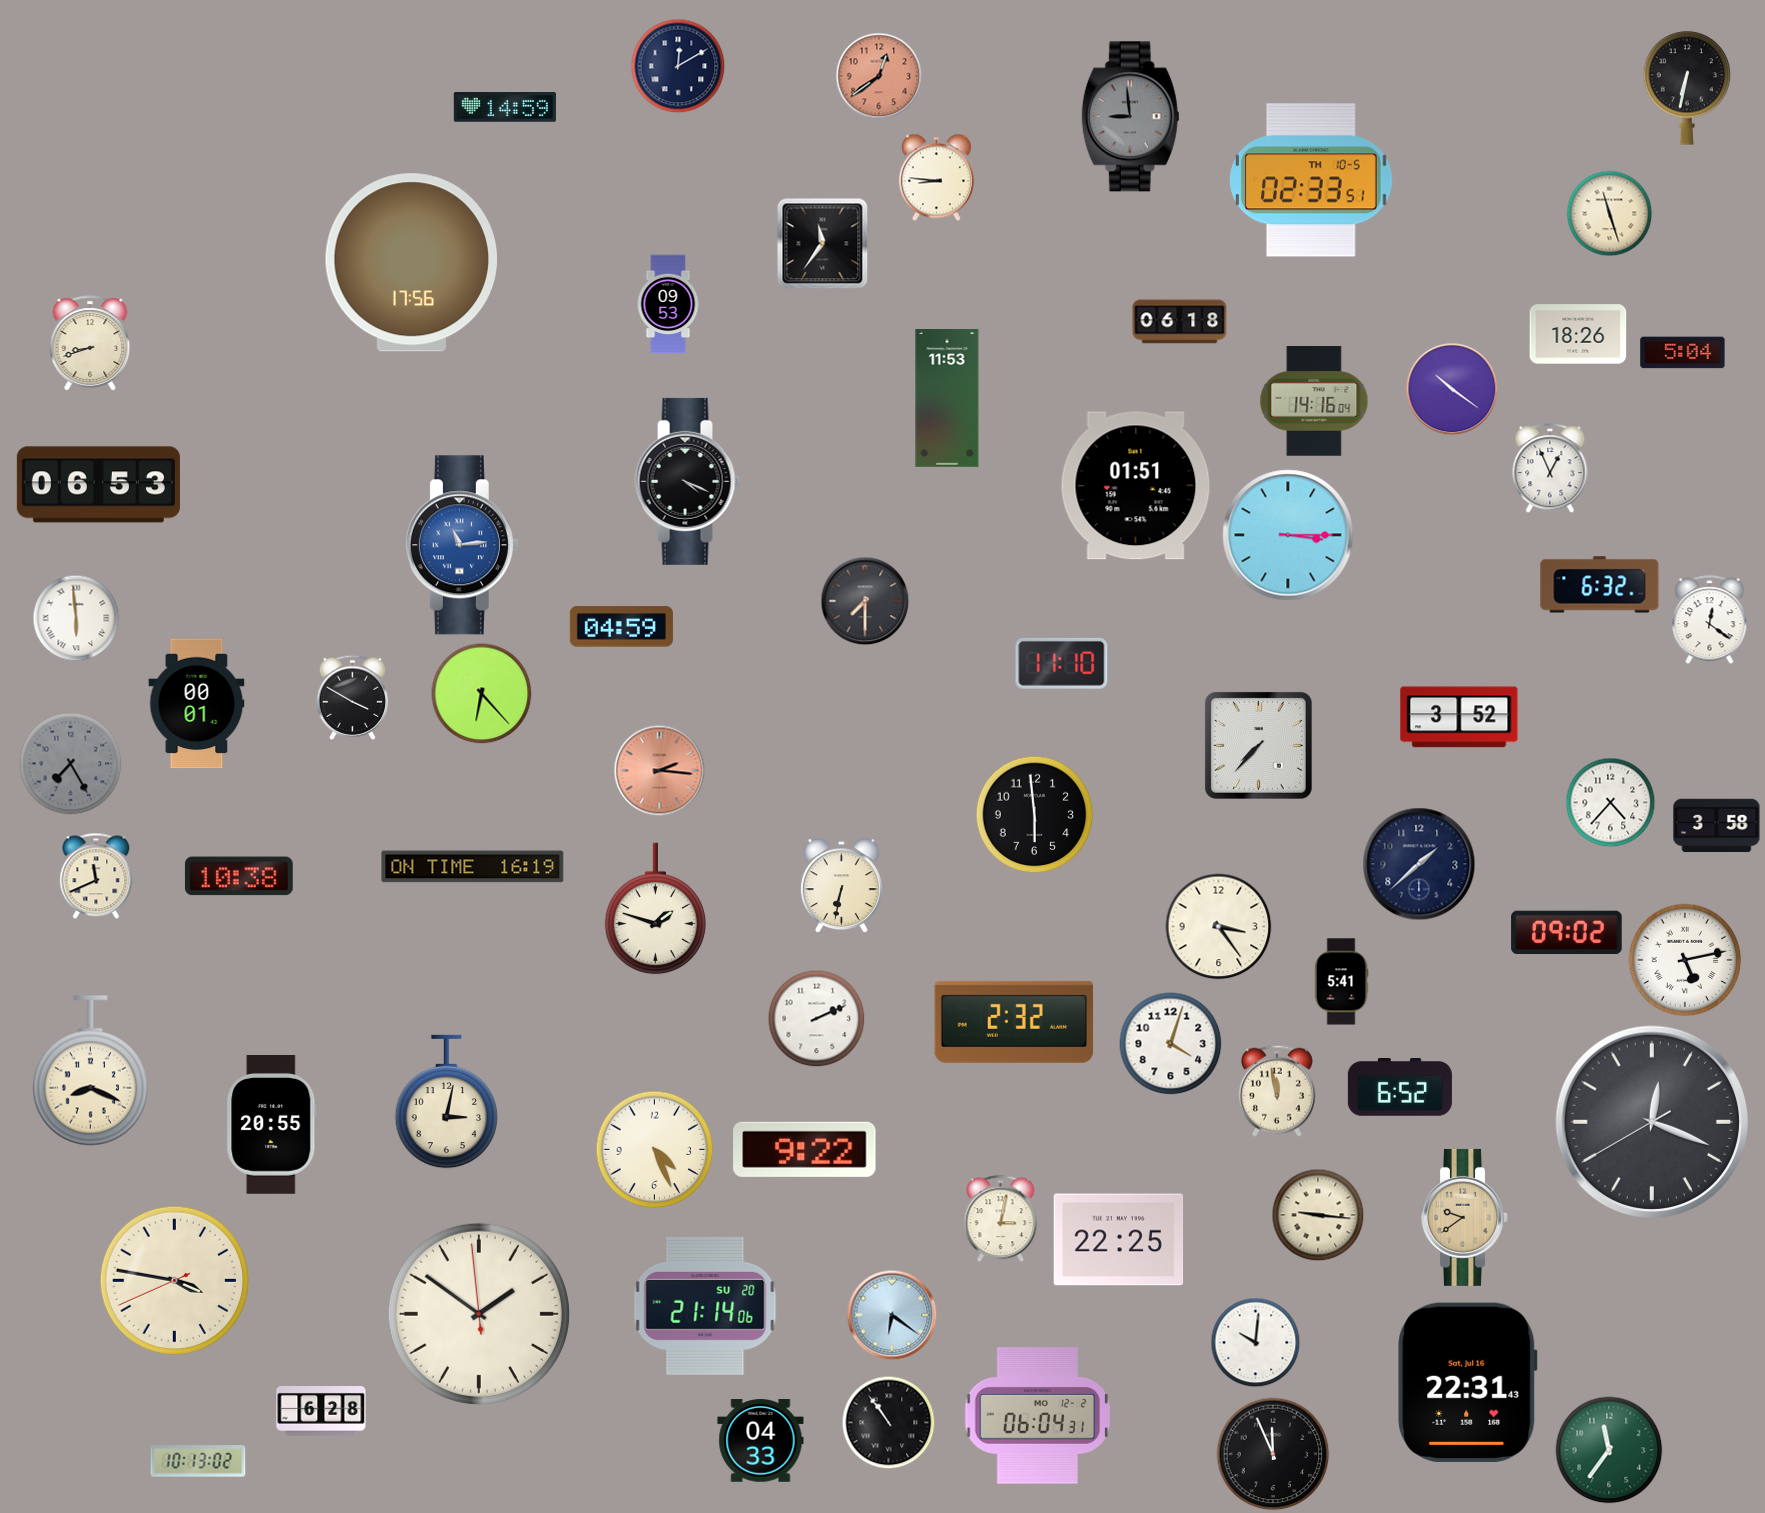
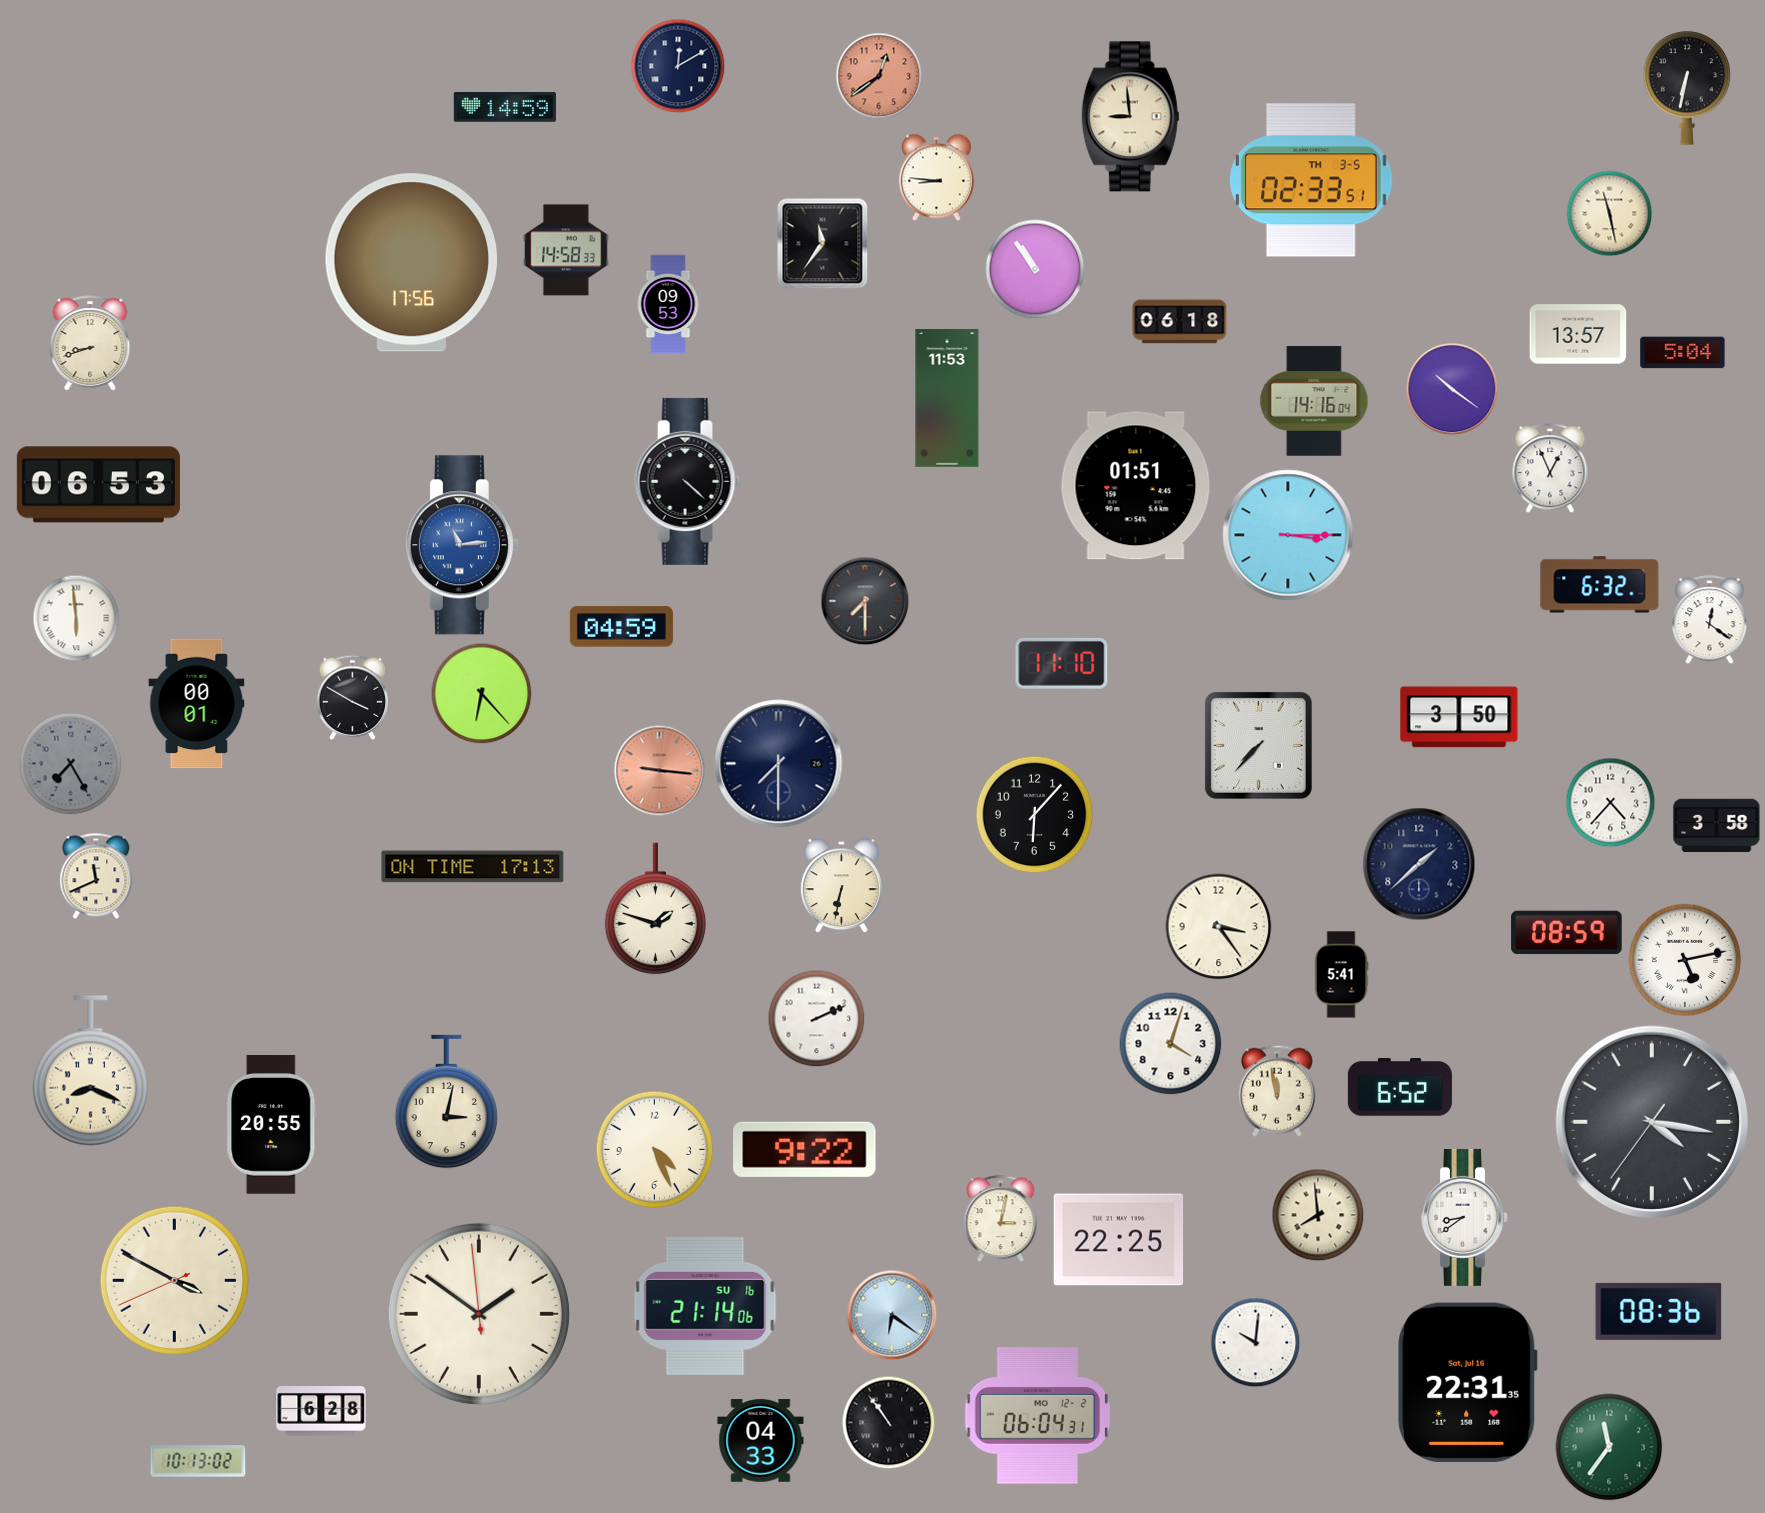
clock at (1130, 117) dial: grey -> cream
clock at (1312, 180) date: TH 10-5 -> TH 3-5
clock at (1610, 214): 11:27 -> 11:28
clock at (567, 250): none -> 14:58
clock at (1035, 269): none -> 10:54
clock at (1578, 334): 18:26 -> 13:57
clock at (688, 481): 4:19 -> 4:22
clock at (1459, 717): 3:52 -> 3:50
clock at (779, 764): none -> 7:30
clock at (660, 771): 2:16 -> 9:16
clock at (1035, 815): 5:59 -> 6:07
clock at (473, 867): 16:19 -> 17:13
clock at (239, 876): 10:38 -> none
clock at (1567, 933): 09:02 -> 08:59
clock at (1341, 982) position: (1341, 982) -> (1341, 975)
clock at (1014, 1022): 2:32 -> none
clock at (1651, 1121): 12:18 -> 4:16
clock at (1318, 1215): 9:16 -> 7:59
clock at (1465, 1217): 9:39 -> 8:39
clock at (1465, 1217) dial: champagne -> white
clock at (174, 1280): 3:46 -> 3:49
clock at (705, 1306) date: SU 20 -> SU 16
clock at (1659, 1311): none -> 08:36
clock at (1468, 1382): 22:31:43 -> 22:31:35
clock at (1609, 1450) position: (1609, 1450) -> (1609, 1447)
clock at (1273, 1454): 11:56 -> none
